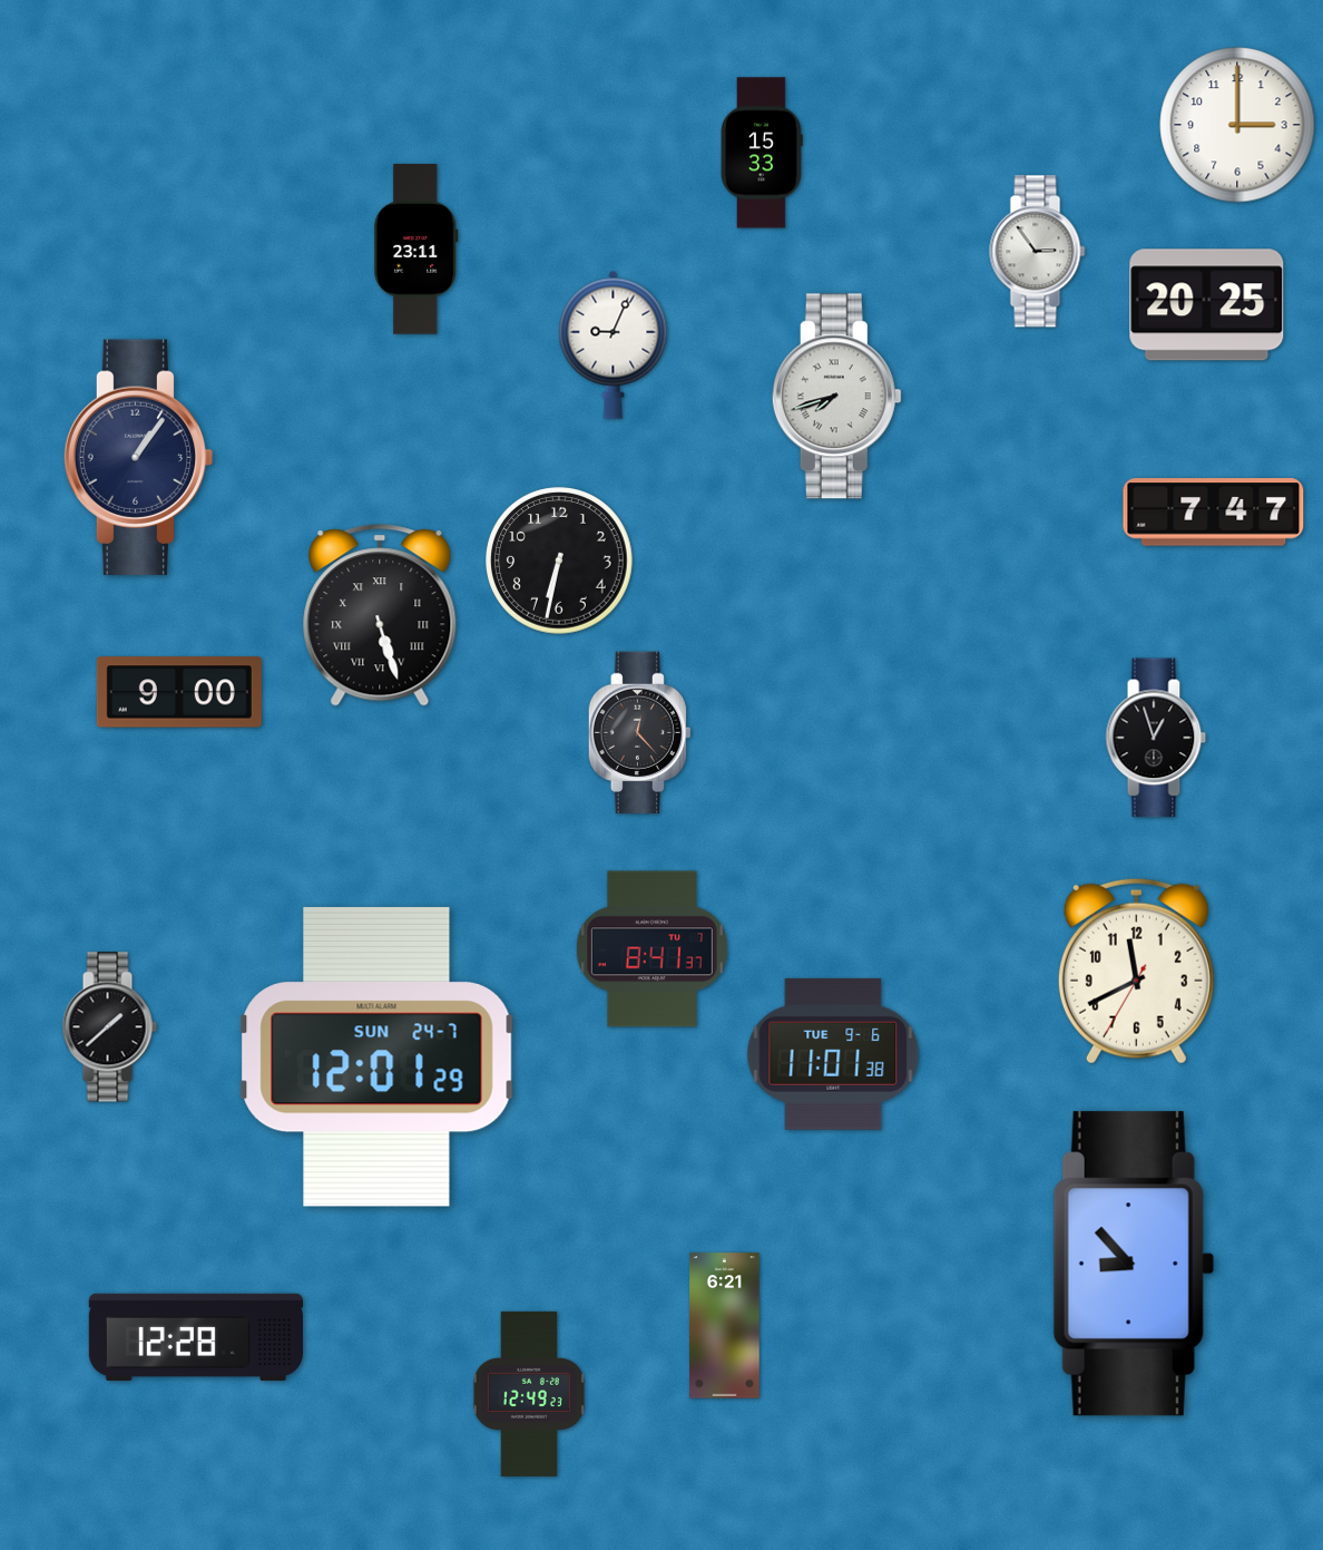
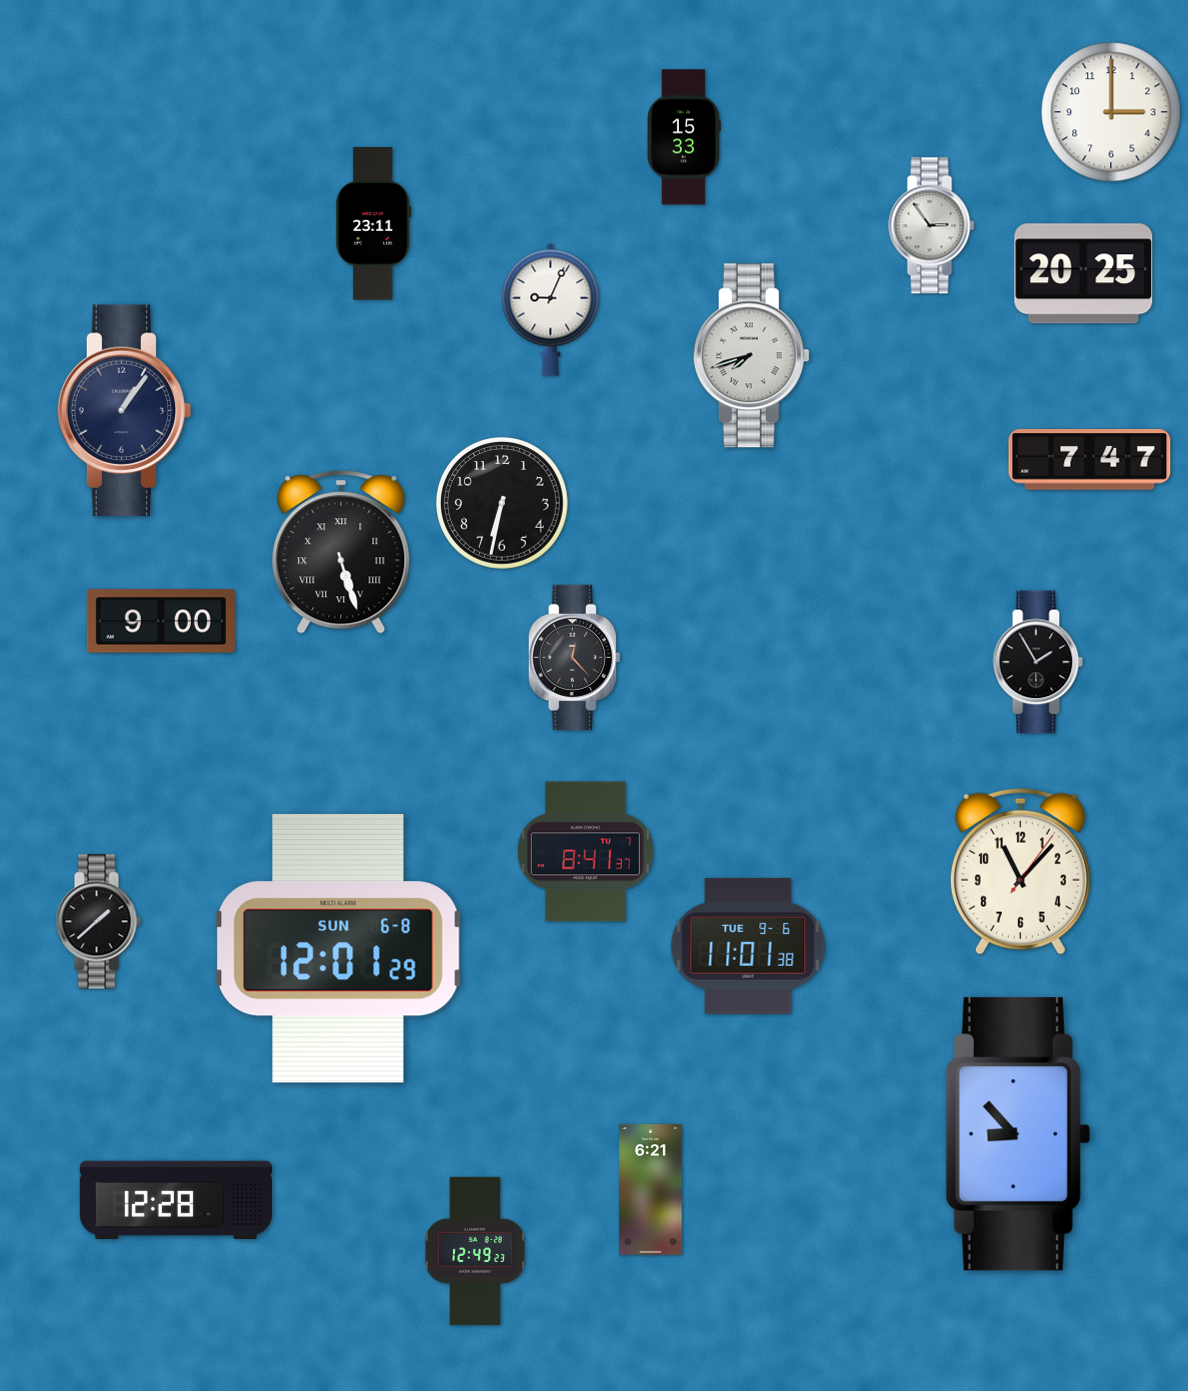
clock at (1156, 738): 12:57 -> 1:55
clock at (1136, 971): 11:40 -> 11:07
clock at (378, 1056) date: SUN 24-7 -> SUN 6-8
